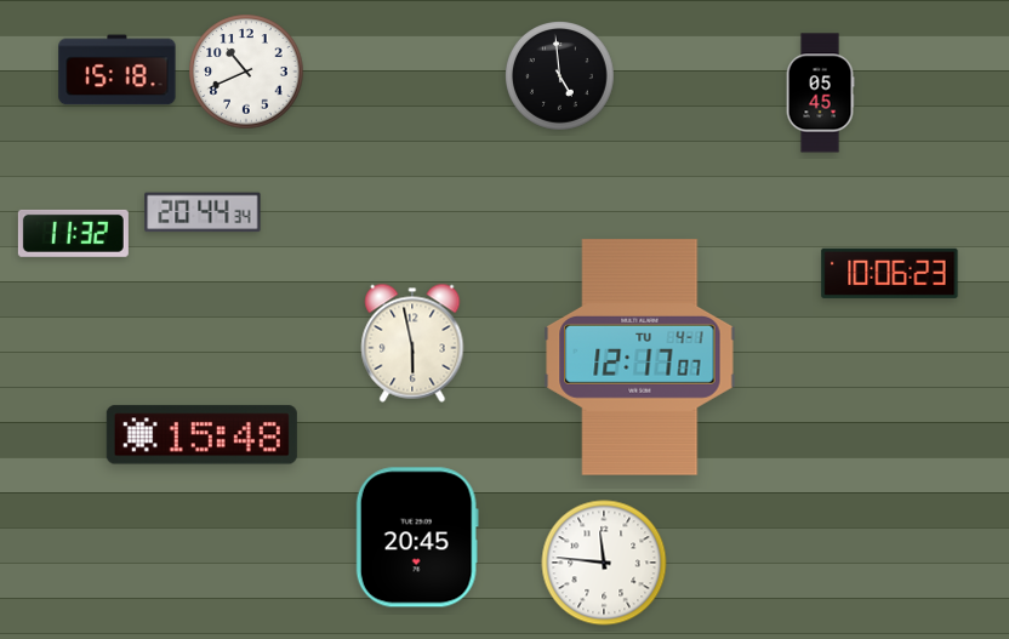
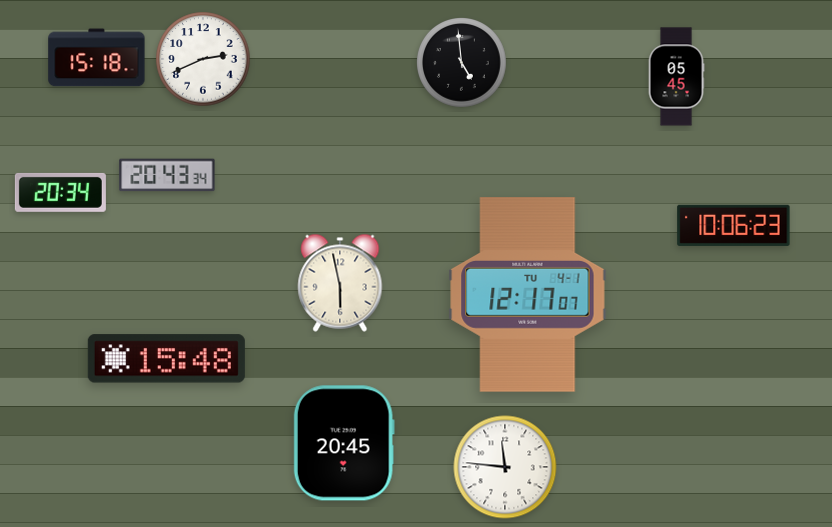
clock at (246, 72): 10:41 -> 2:41
clock at (203, 212): 20:44 -> 20:43
clock at (73, 233): 11:32 -> 20:34
clock at (604, 563) position: (604, 563) -> (505, 467)
